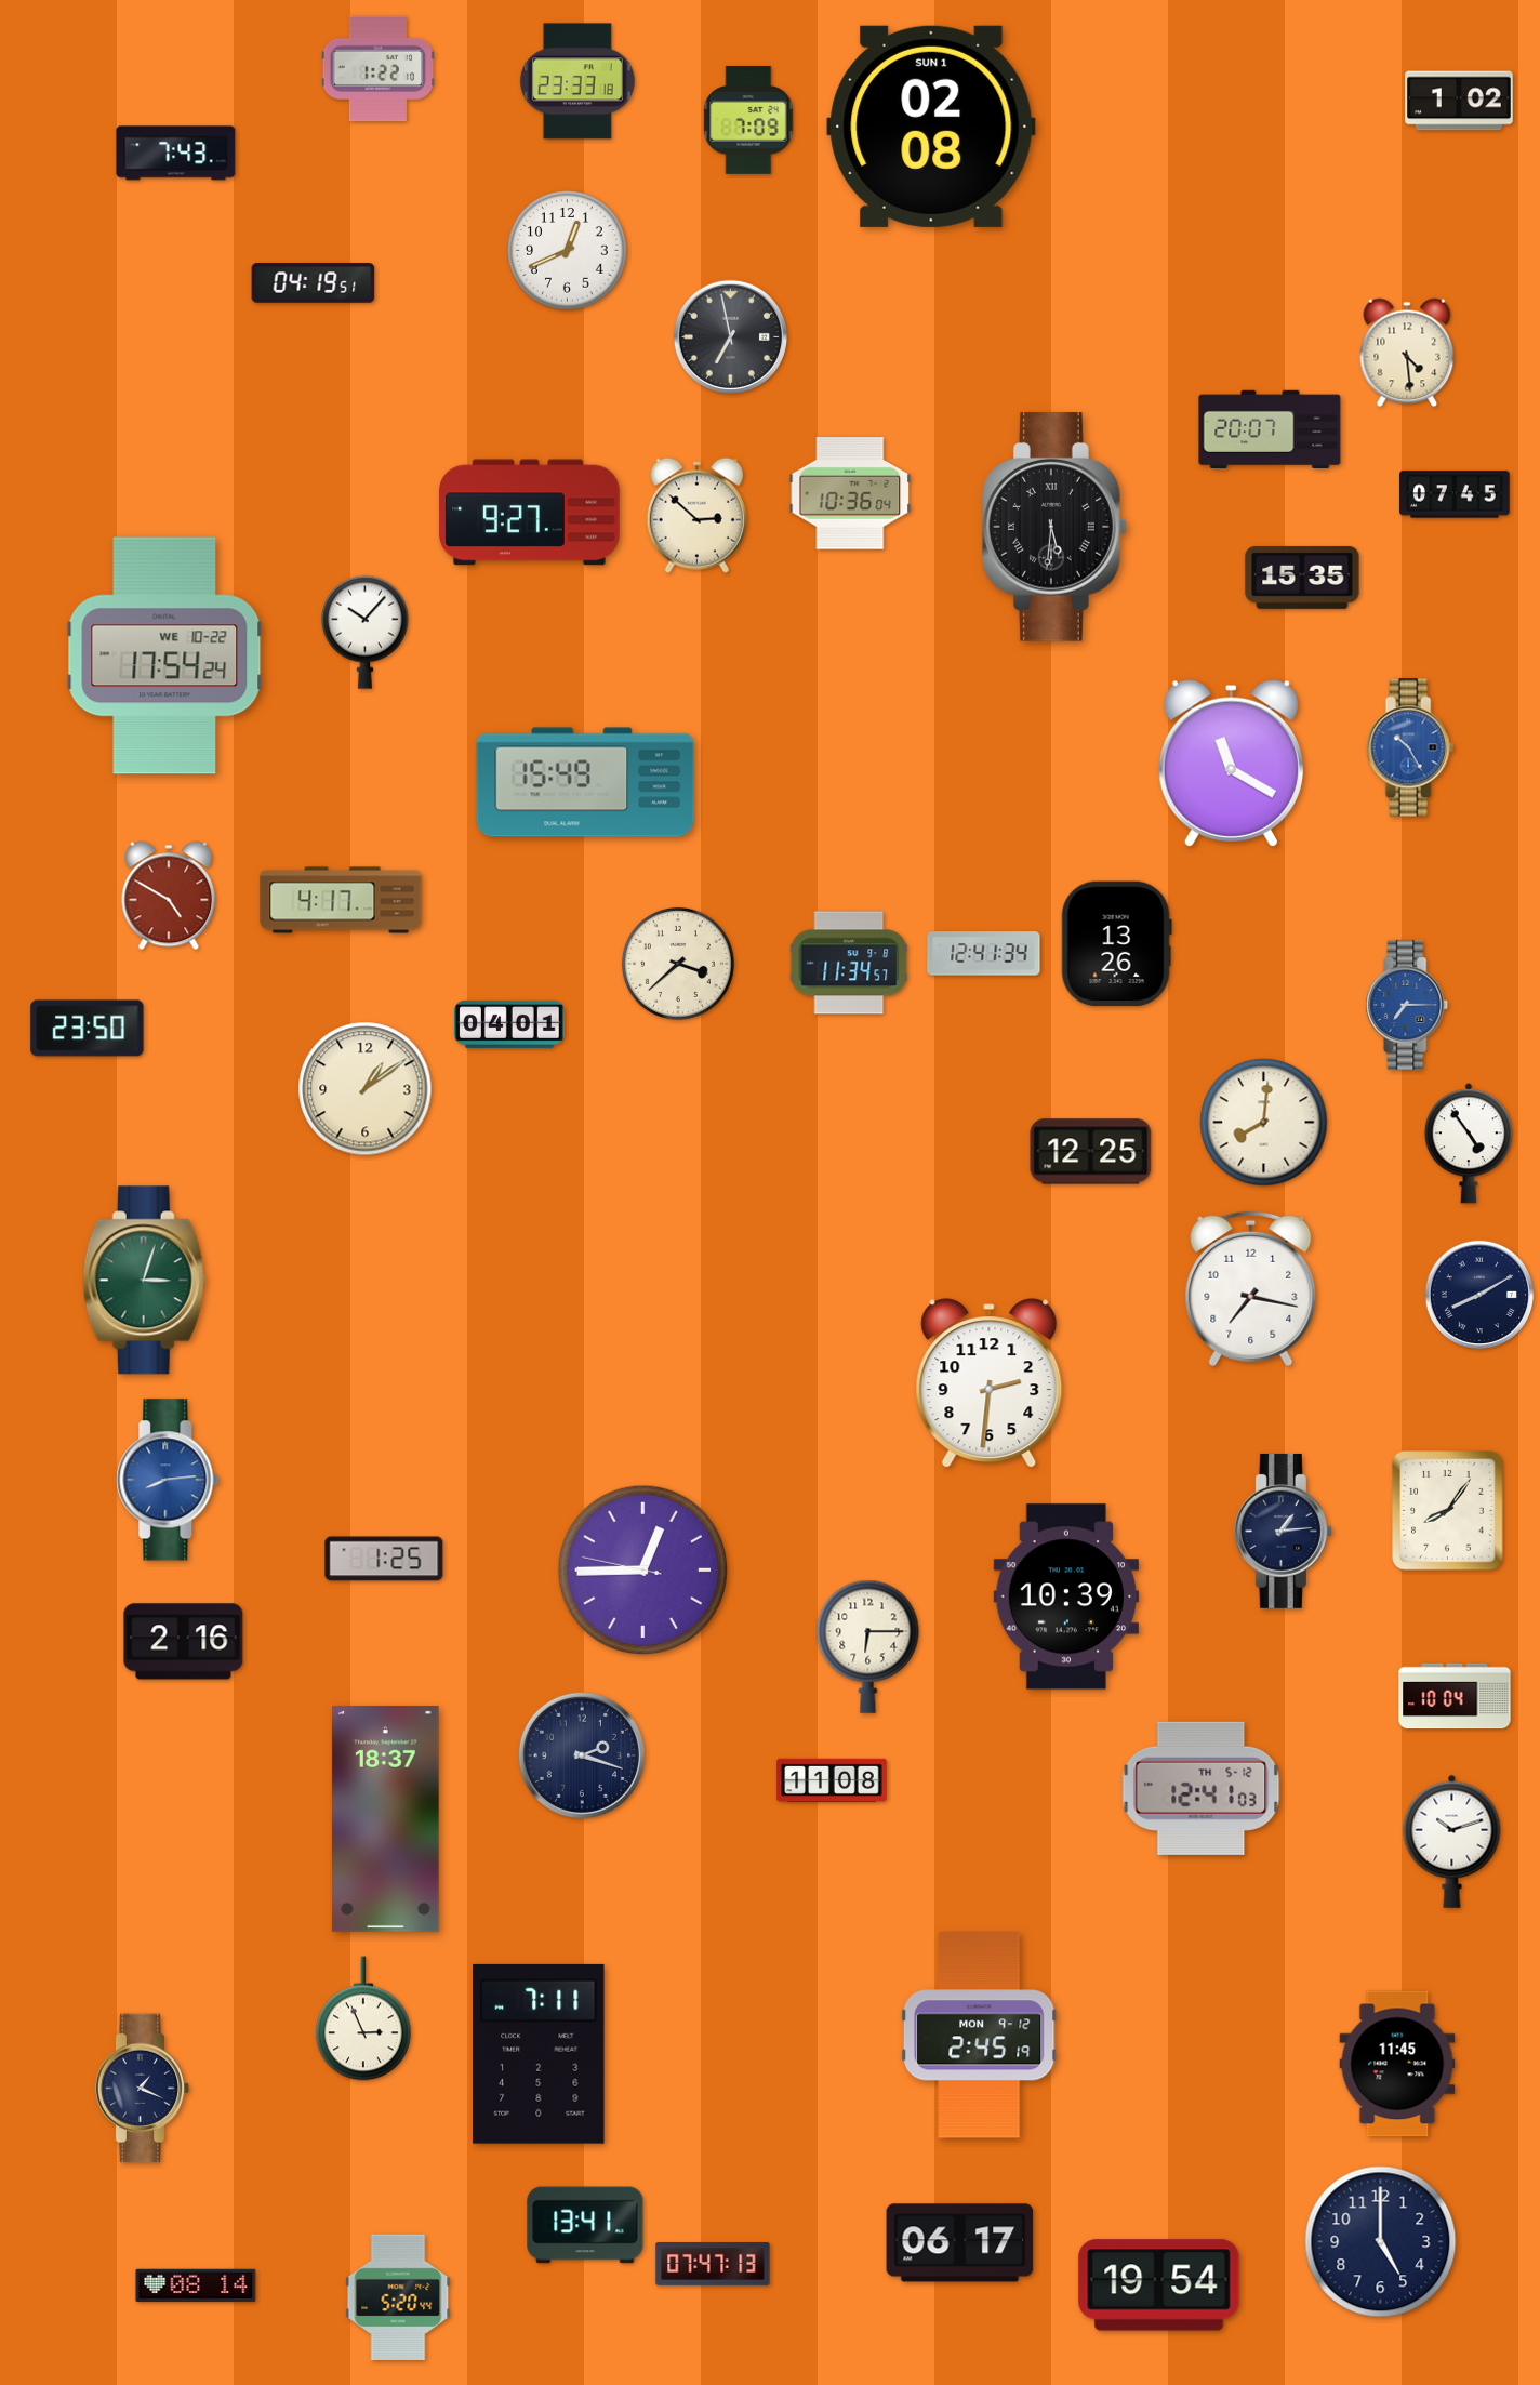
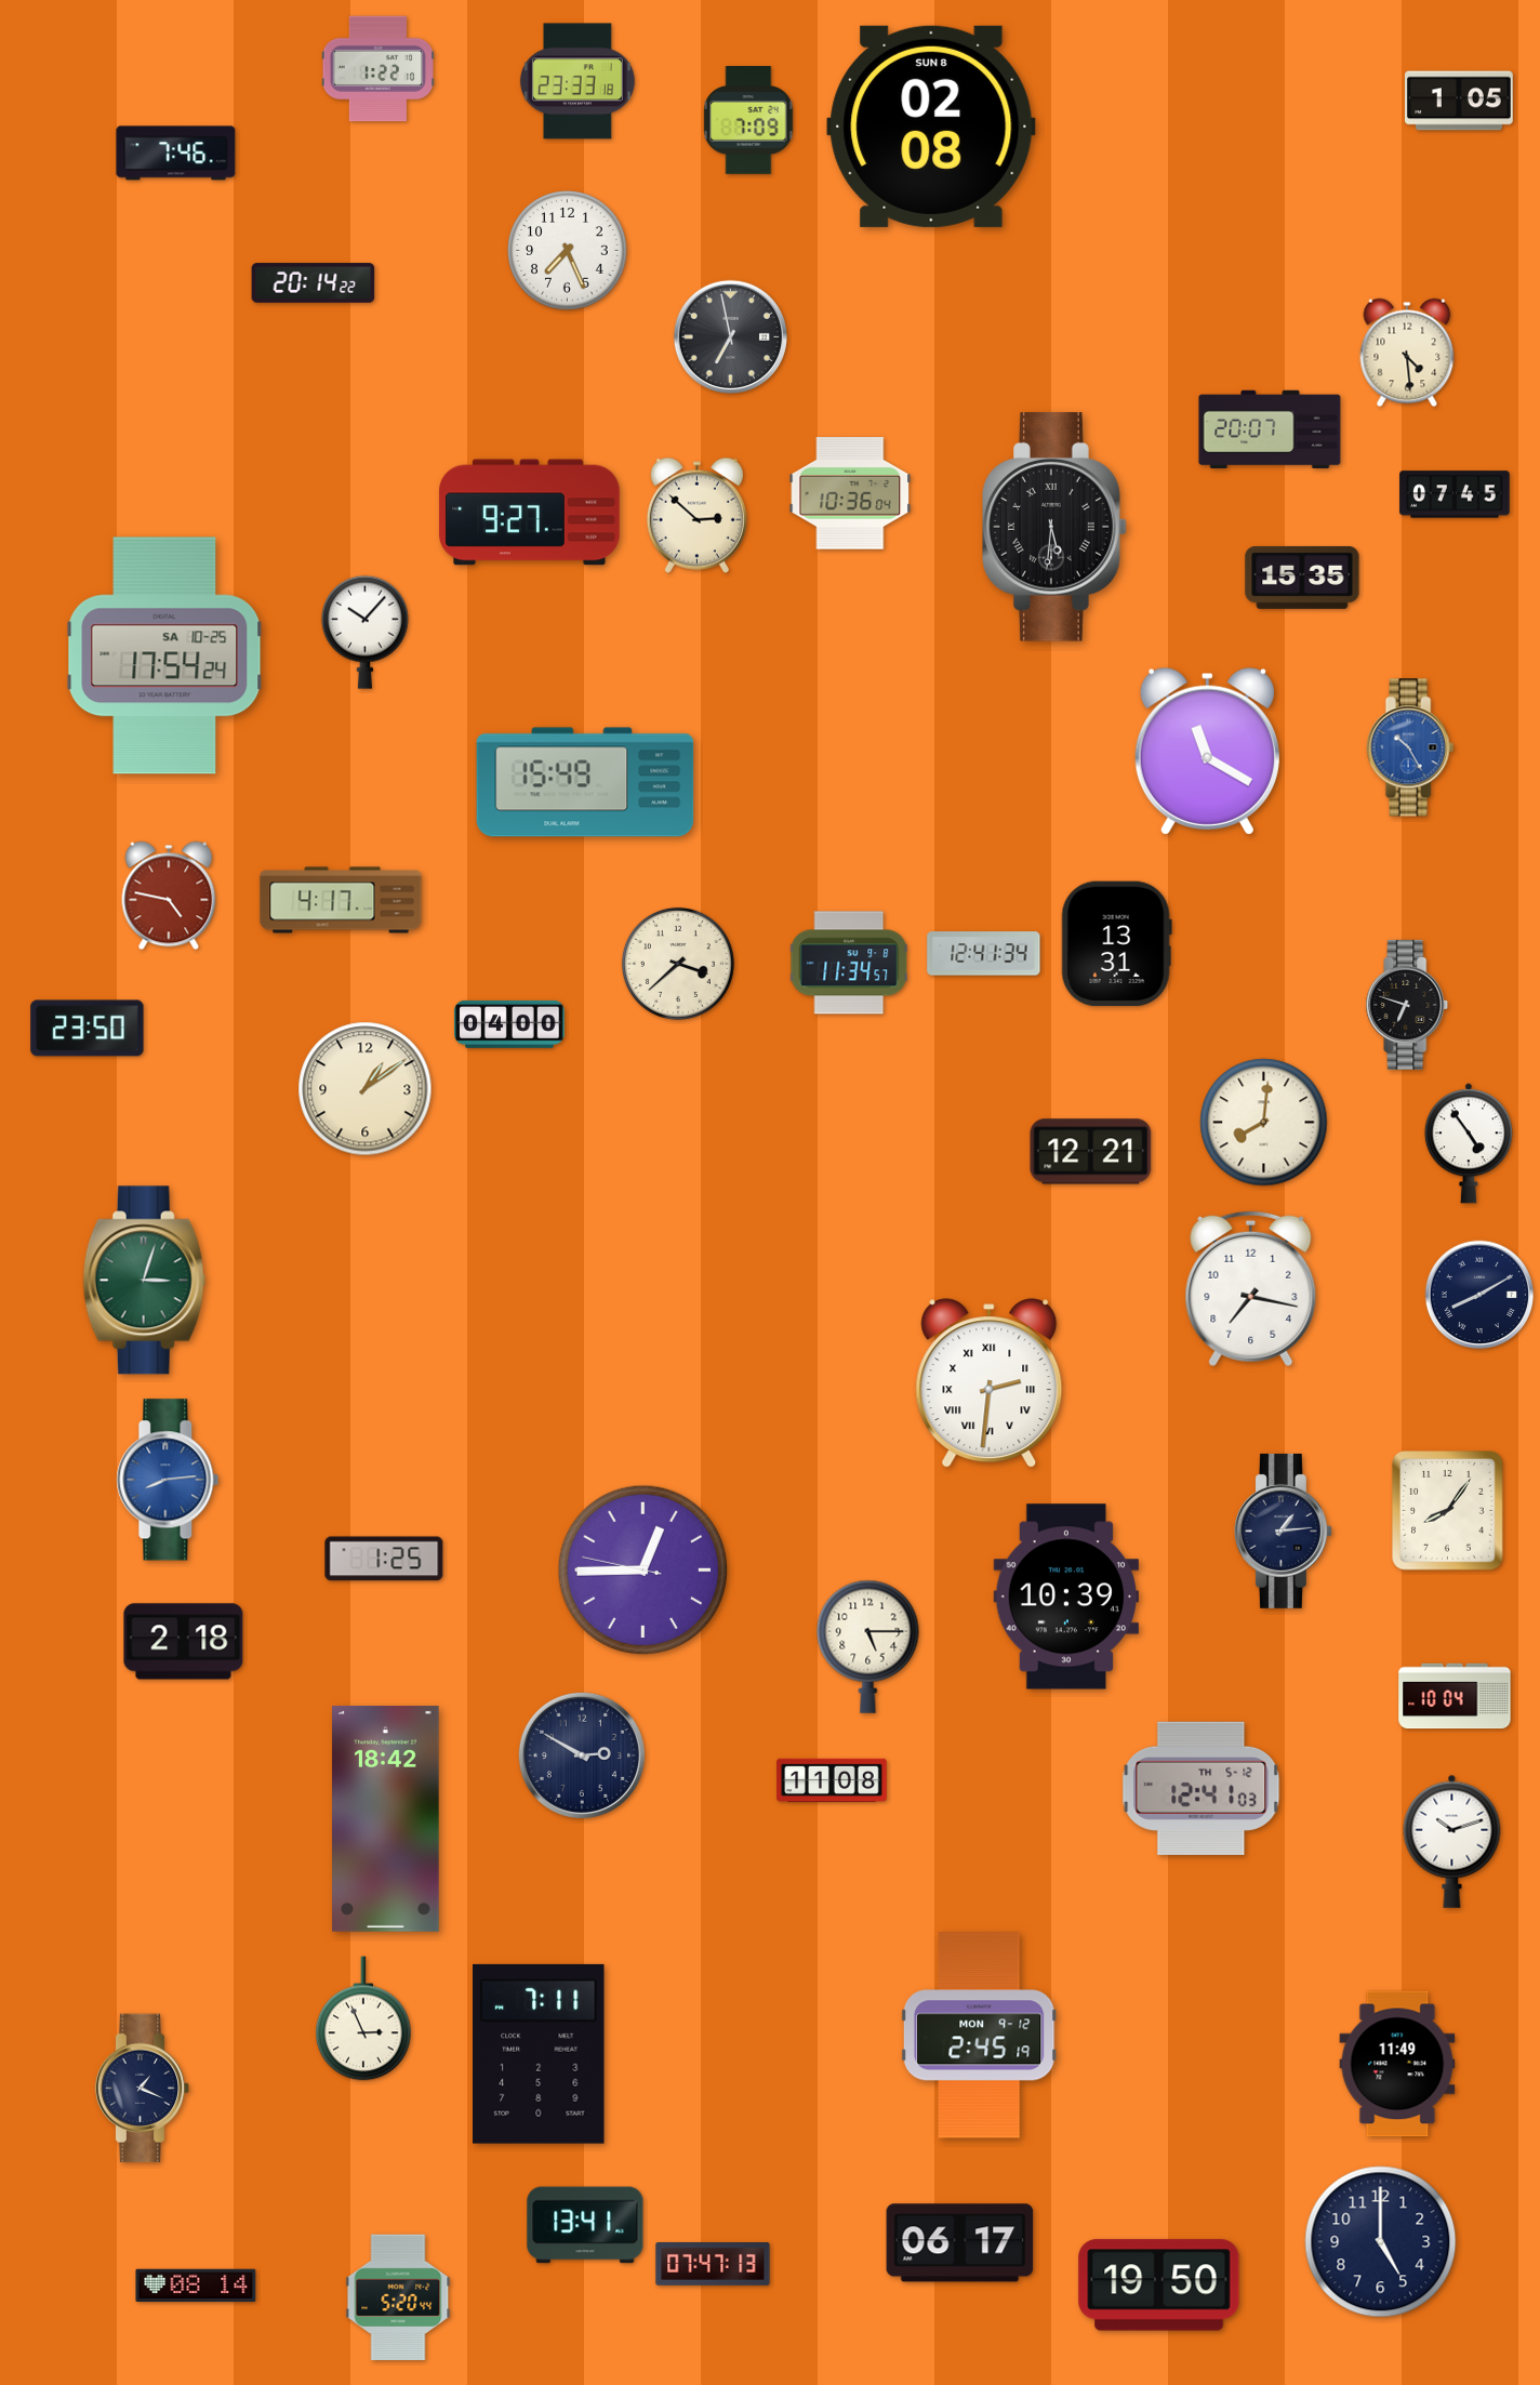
clock at (1460, 101): 1:02 -> 1:05
clock at (931, 127) date: SUN 1 -> SUN 8
clock at (176, 154): 7:43 -> 7:46
clock at (568, 251): 12:41 -> 7:26
clock at (314, 283): 04:19 -> 20:14
clock at (164, 655) date: WE 10-22 -> SA 10-25
clock at (1231, 763) position: (1231, 763) -> (1207, 751)
clock at (169, 896): 4:50 -> 4:47
clock at (1116, 944): 13:26 -> 13:31
clock at (1407, 1005): 7:15 -> 6:48
clock at (1407, 1005) dial: blue -> black
clock at (509, 1024): 04:01 -> 04:00
clock at (1091, 1152): 12:25 -> 12:21
clock at (990, 1383) numerals: Arabic -> Roman
clock at (184, 1642): 2:16 -> 2:18
clock at (868, 1646): 6:15 -> 5:15
clock at (582, 1755): 2:18 -> 2:50
clock at (386, 1818): 18:37 -> 18:42
clock at (1397, 2064): 11:45 -> 11:49
clock at (1159, 2285): 19:54 -> 19:50
